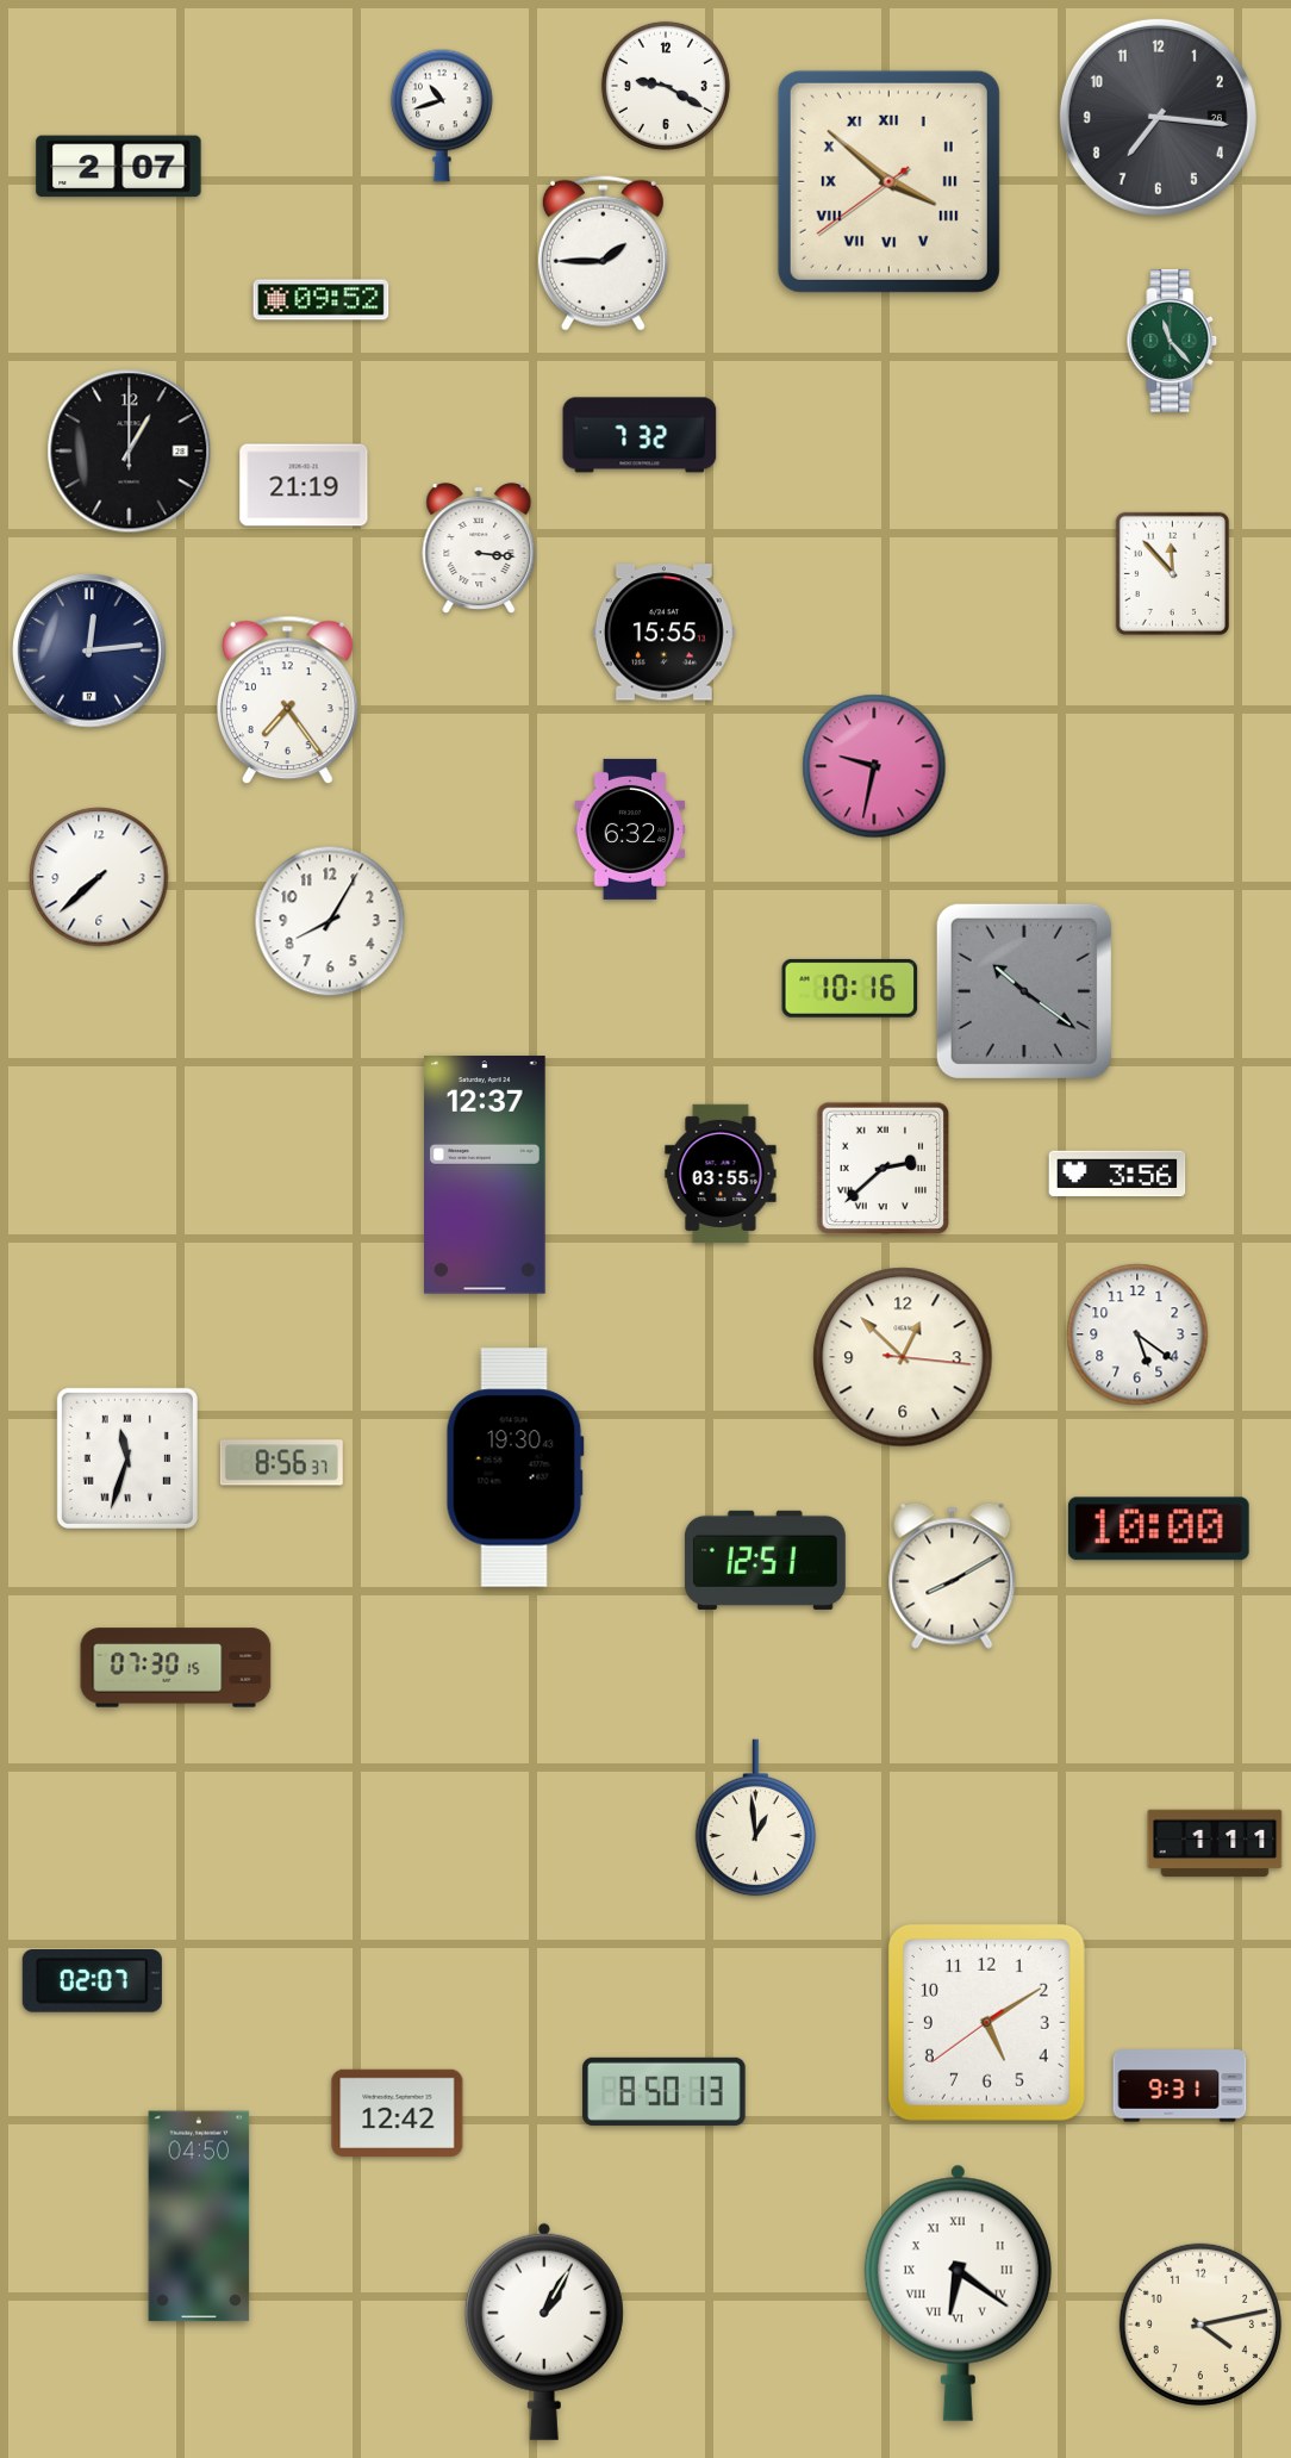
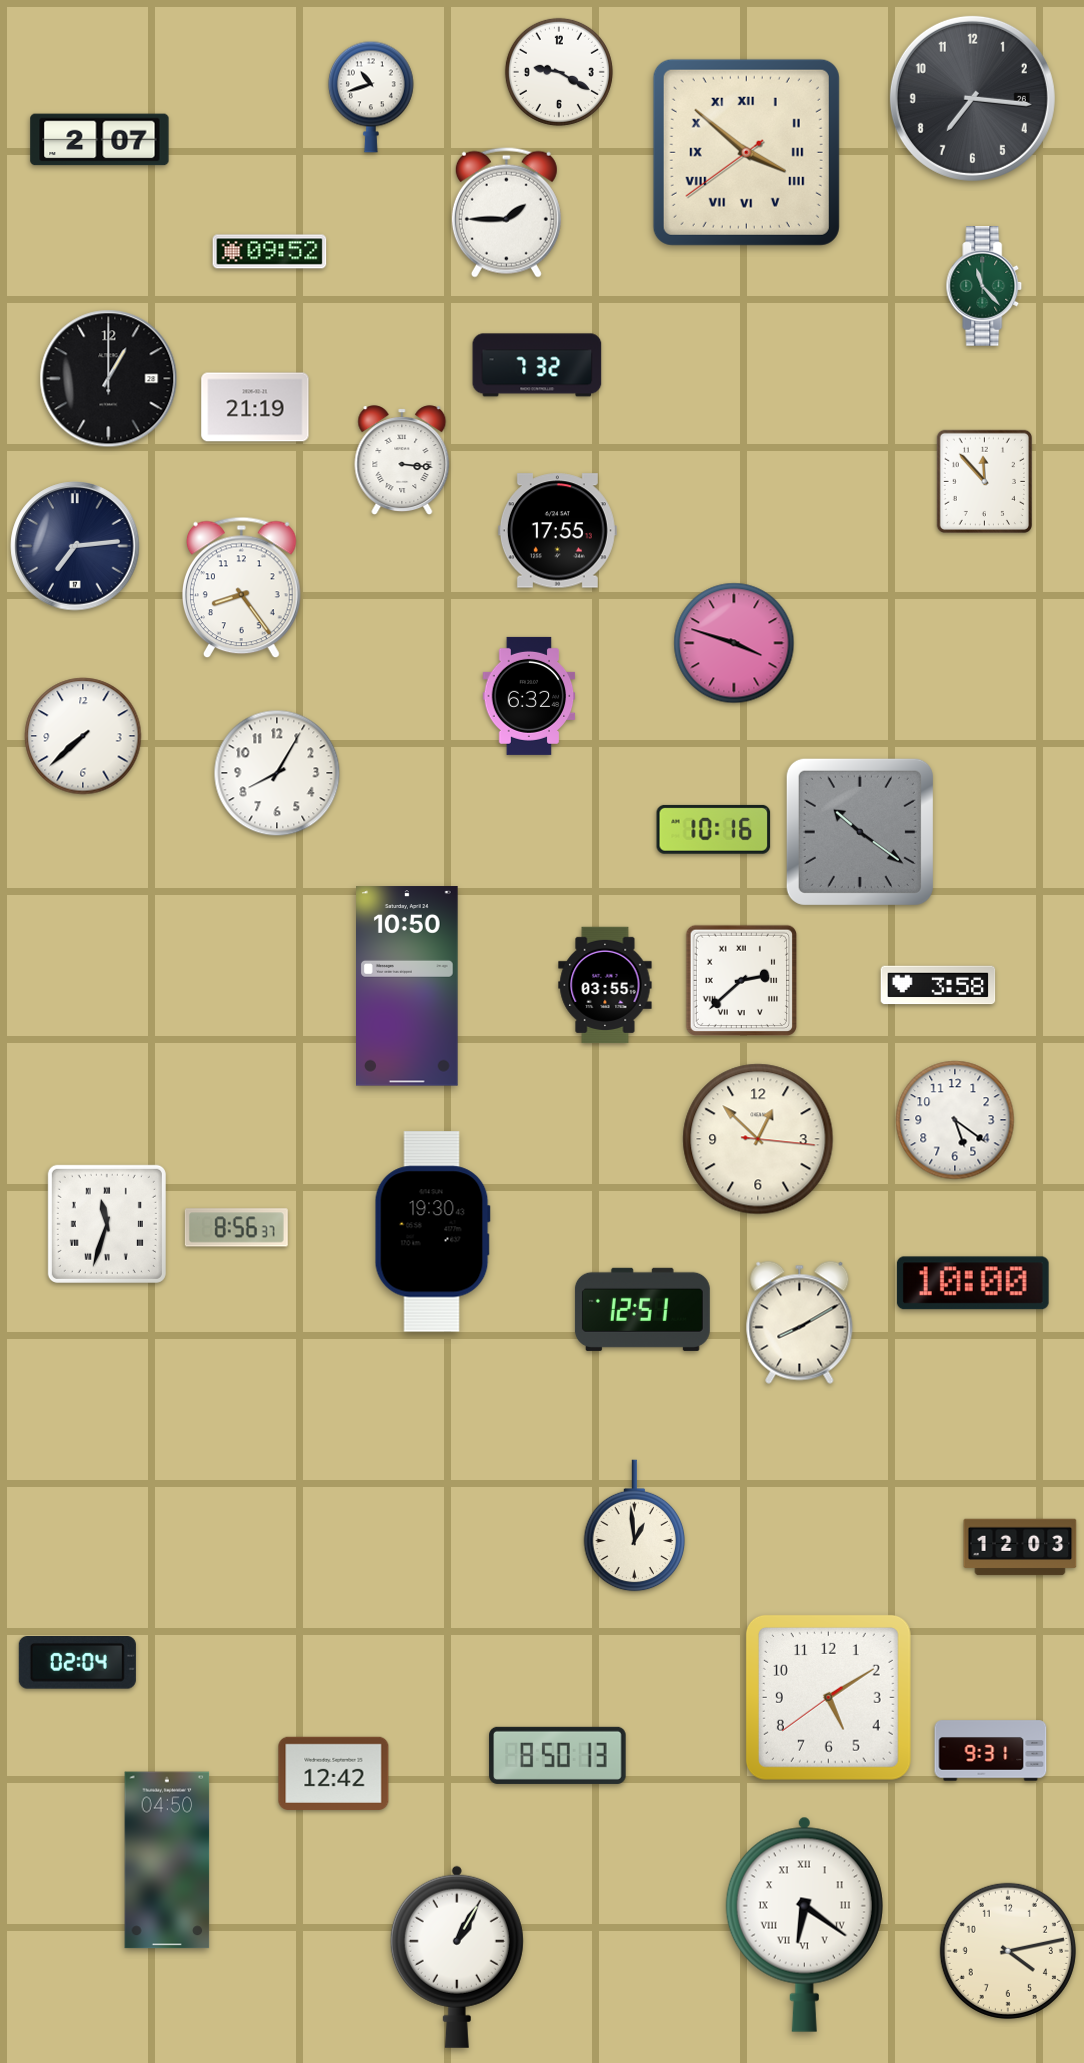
clock at (663, 633): 15:55 -> 17:55
clock at (89, 651): 12:14 -> 7:14
clock at (288, 701): 7:24 -> 8:24
clock at (874, 766): 9:32 -> 3:48
clock at (1117, 1174): 3:56 -> 3:58
clock at (486, 1175): 12:37 -> 10:50
clock at (176, 1668): 07:30 -> none
clock at (1215, 1843): 1:11 -> 12:03
clock at (92, 1981): 02:07 -> 02:04
